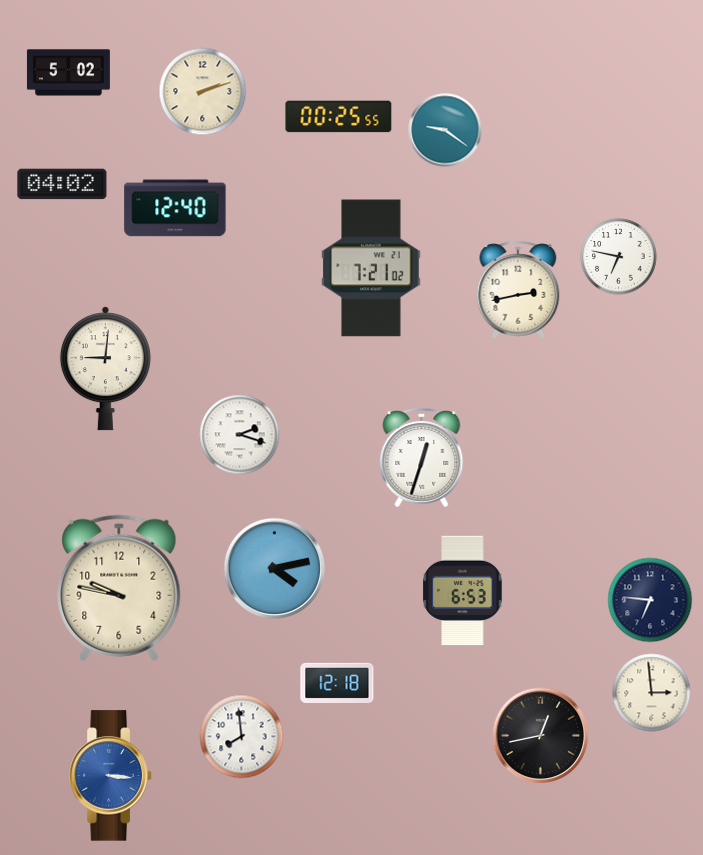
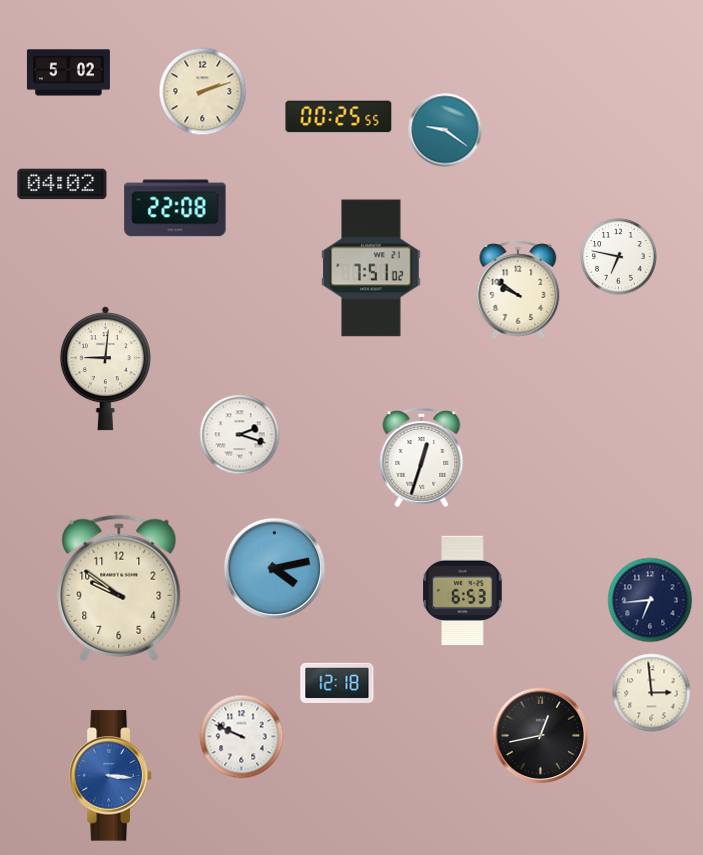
clock at (175, 208): 12:40 -> 22:08
clock at (371, 268): 7:21 -> 7:51
clock at (518, 290): 2:43 -> 9:51
clock at (119, 588): 9:47 -> 9:51
clock at (650, 600): 6:46 -> 6:44
clock at (242, 737): 7:59 -> 9:49
